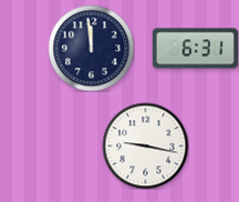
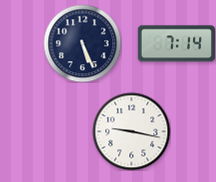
clock at (91, 48): 11:59 -> 5:26
clock at (195, 49): 6:31 -> 7:14
